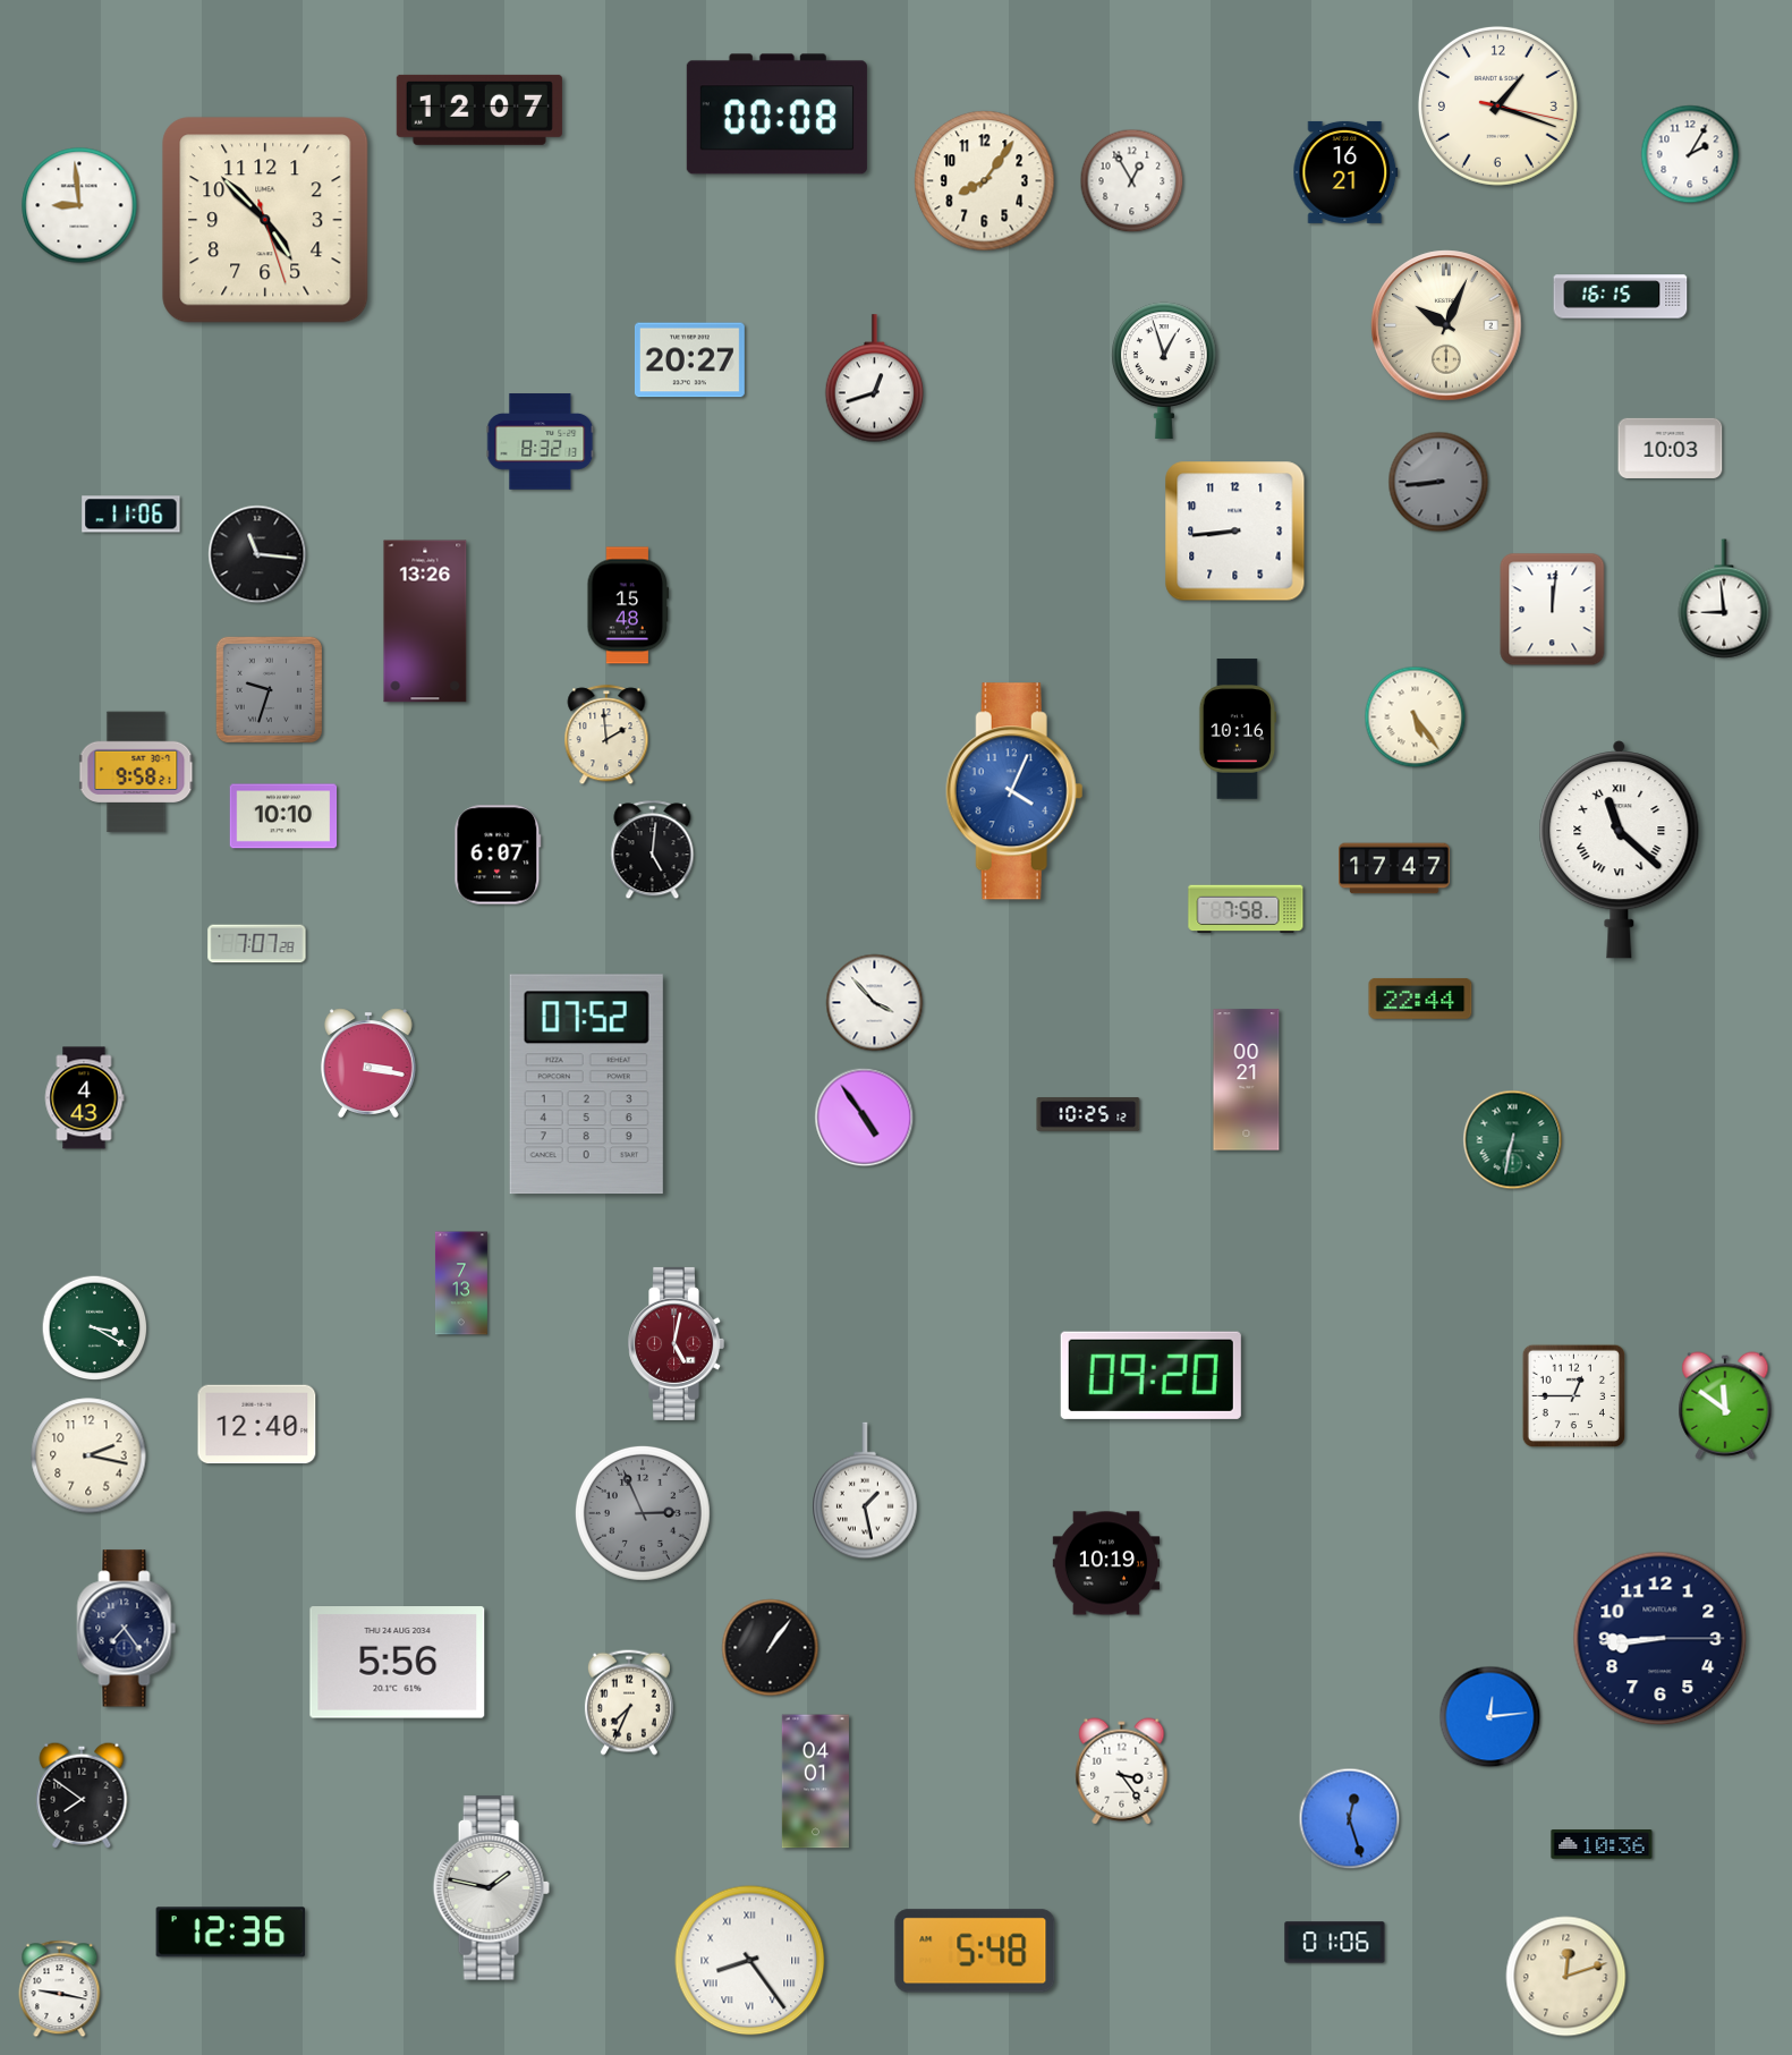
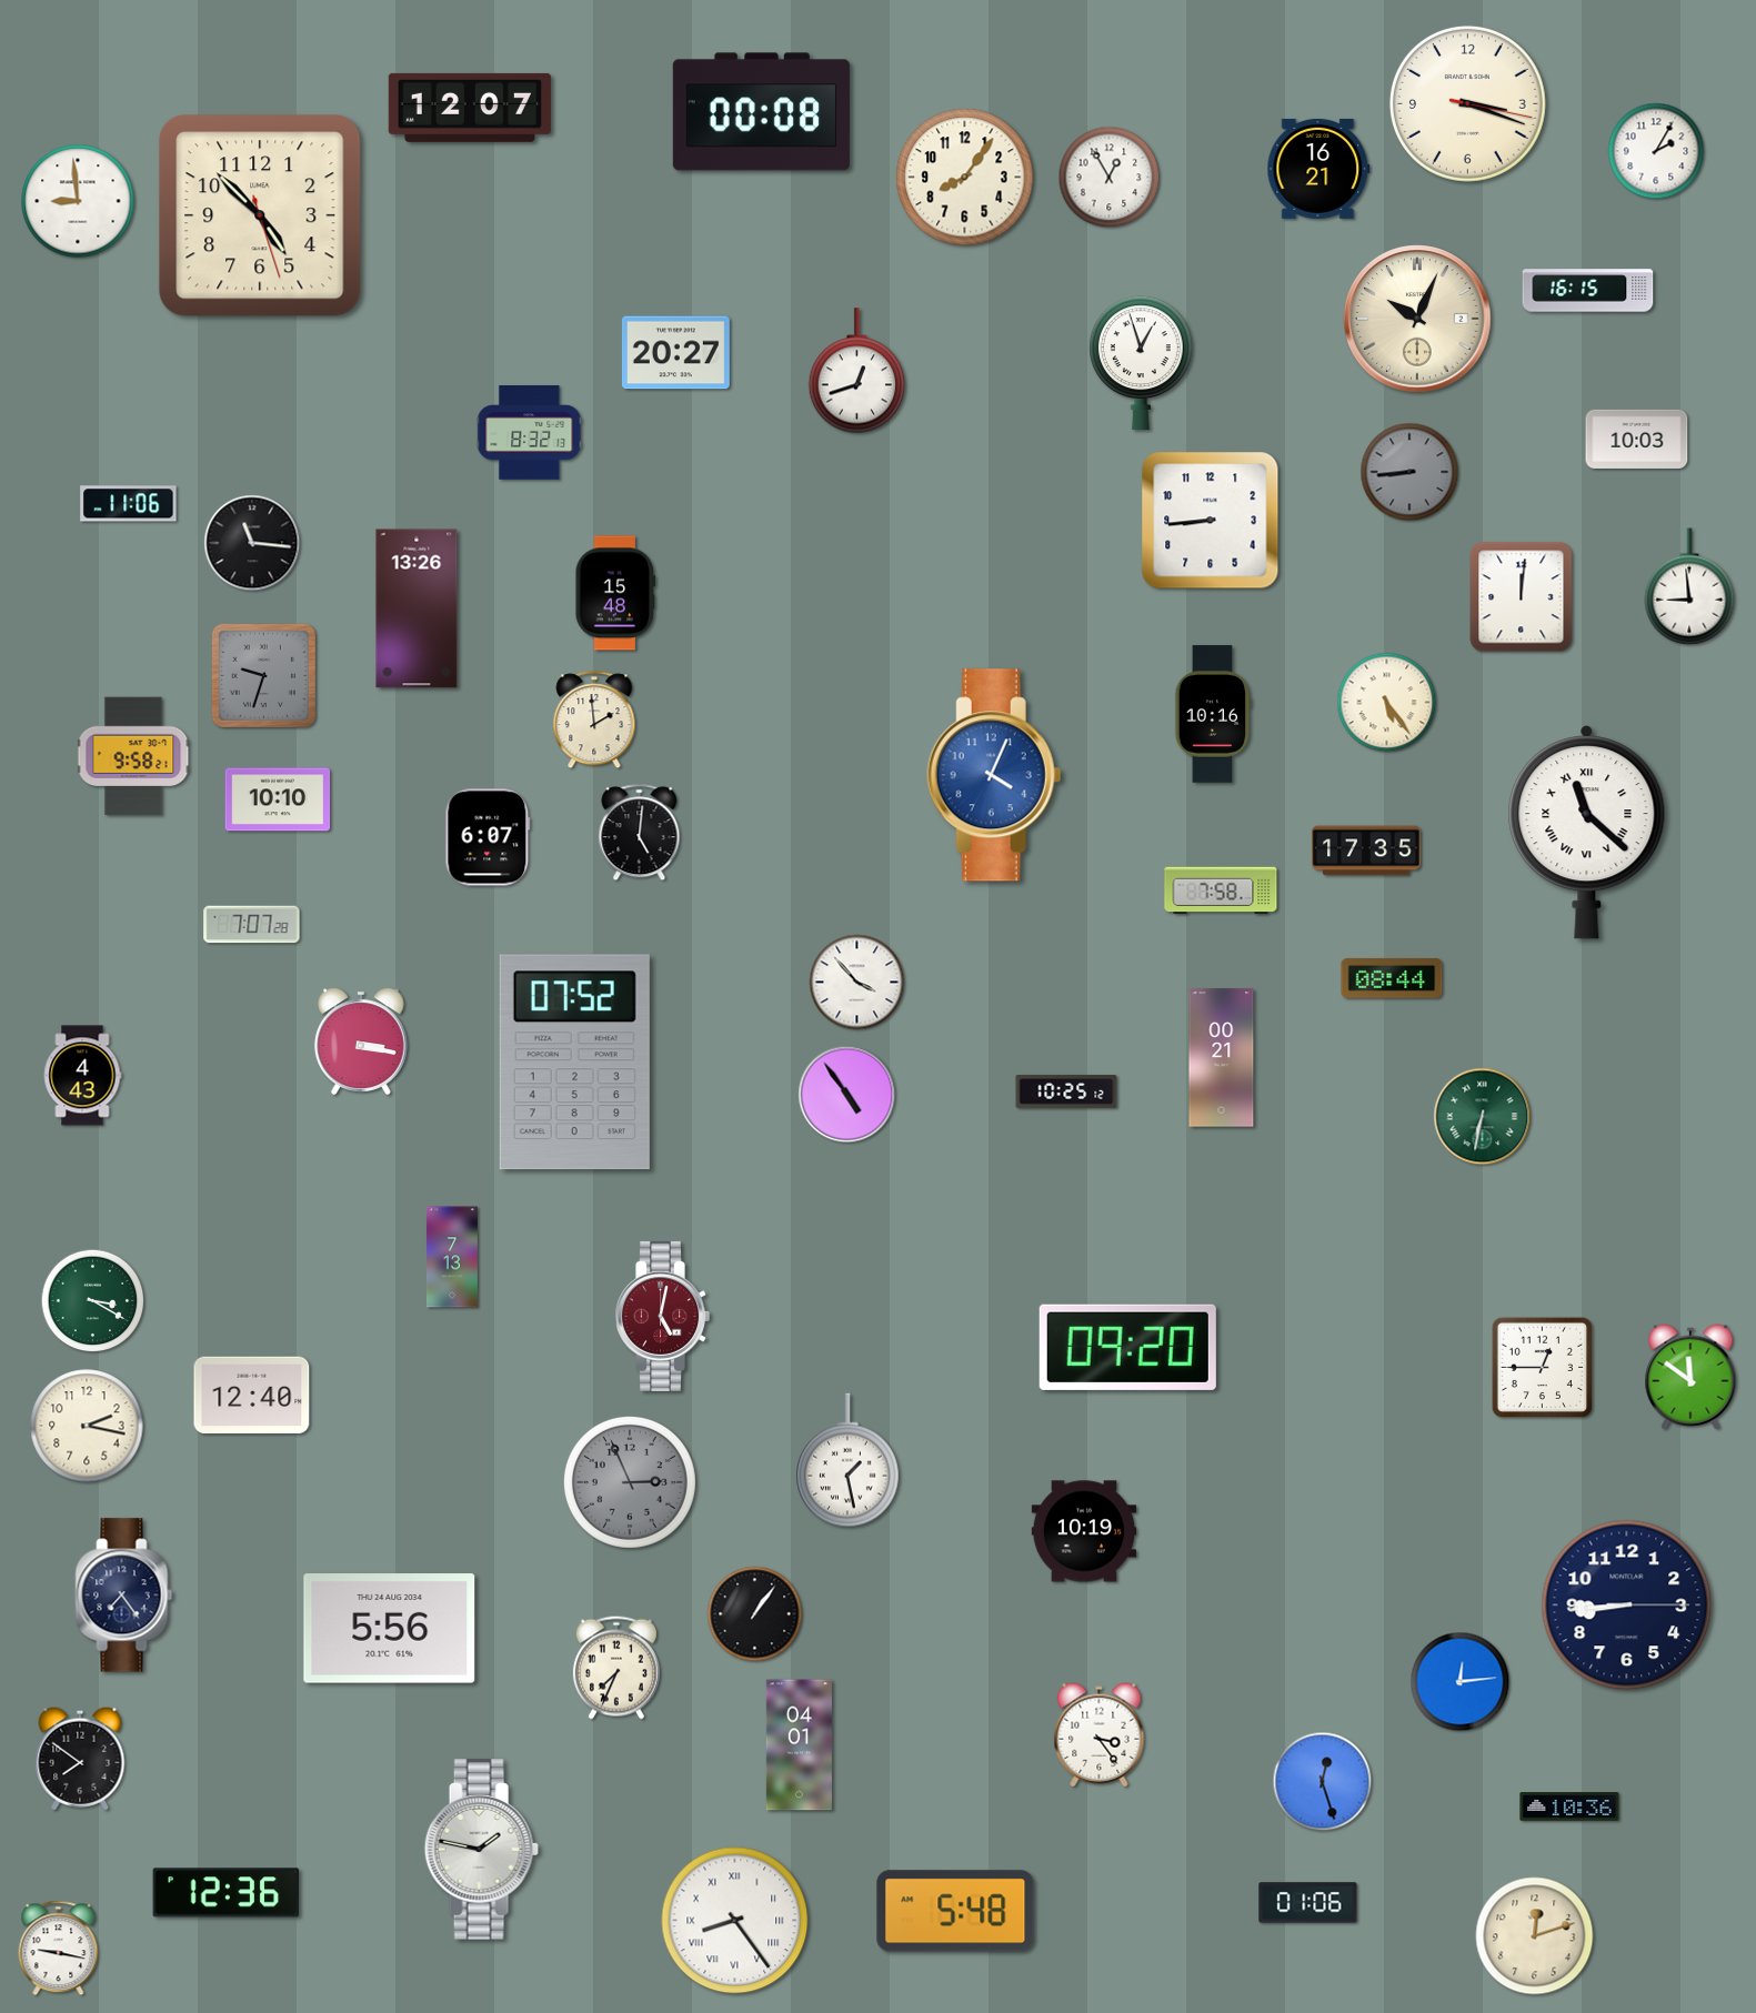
clock at (1497, 105): 1:18 -> 3:18
clock at (1394, 868): 17:47 -> 17:35
clock at (1420, 999): 22:44 -> 08:44
